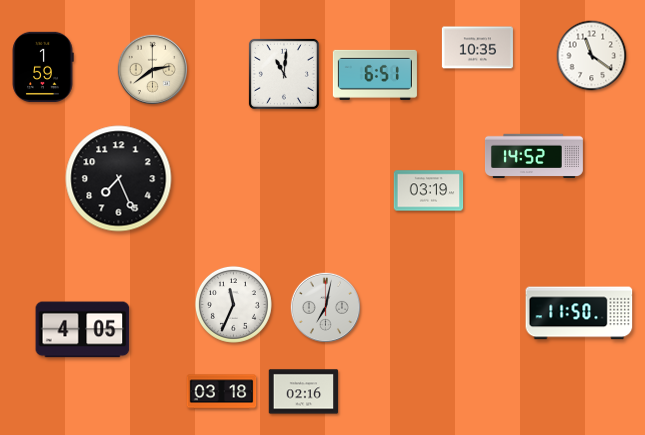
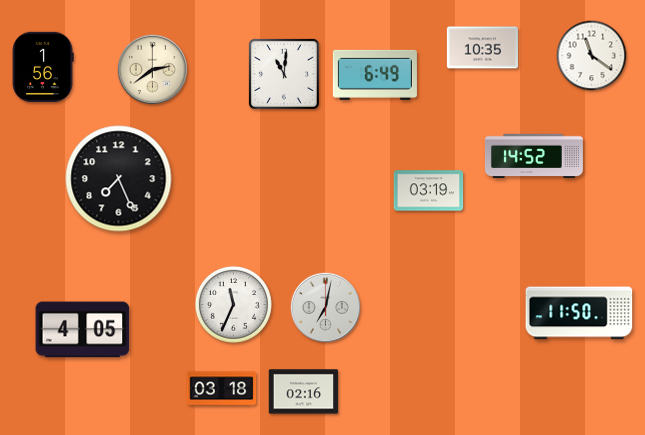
clock at (477, 48) position: (477, 48) -> (482, 48)
clock at (43, 66): 1:59 -> 1:56
clock at (375, 75): 6:51 -> 6:49
clock at (222, 392) position: (222, 392) -> (222, 389)
